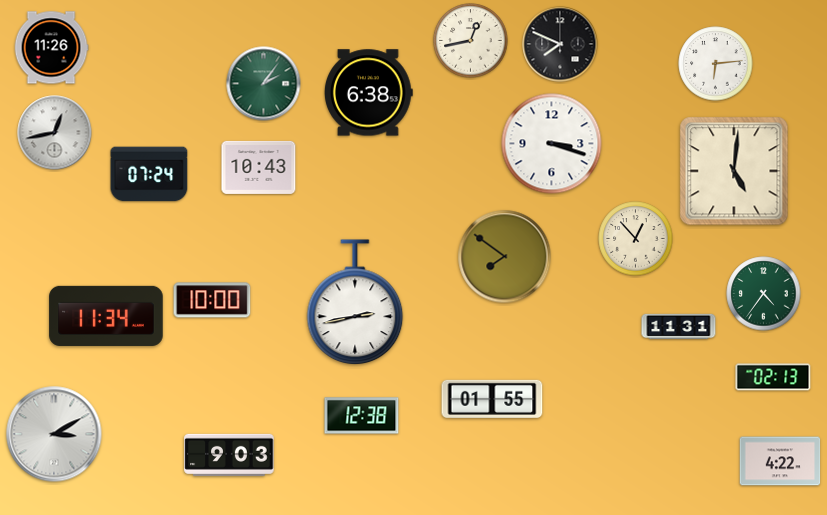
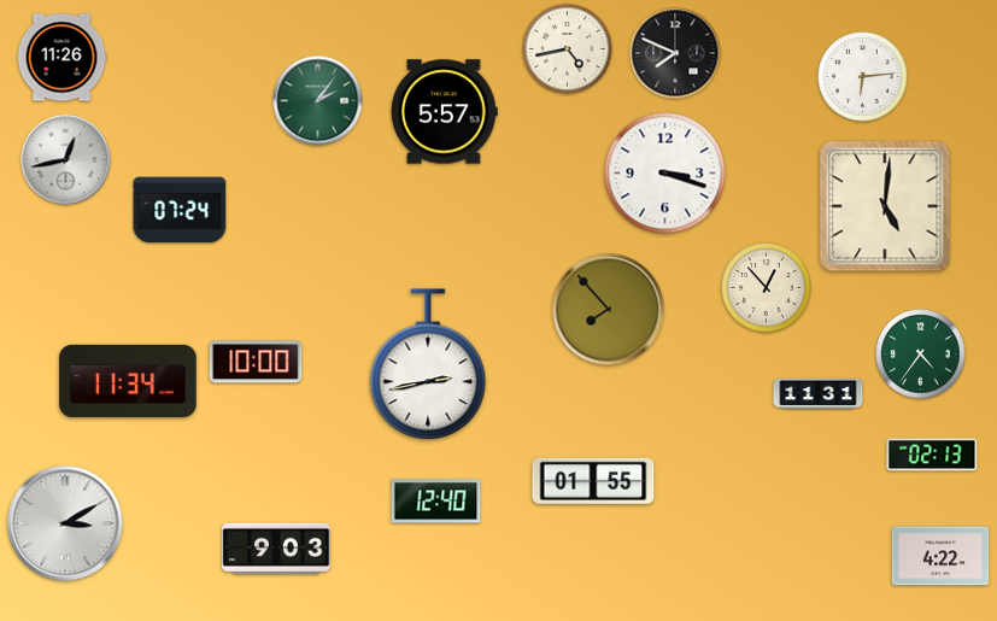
clock at (471, 41): 12:43 -> 4:43
clock at (368, 93): 6:38 -> 5:57
clock at (259, 167): 10:43 -> none
clock at (505, 257): 7:51 -> 7:53
clock at (362, 416): 12:38 -> 12:40
